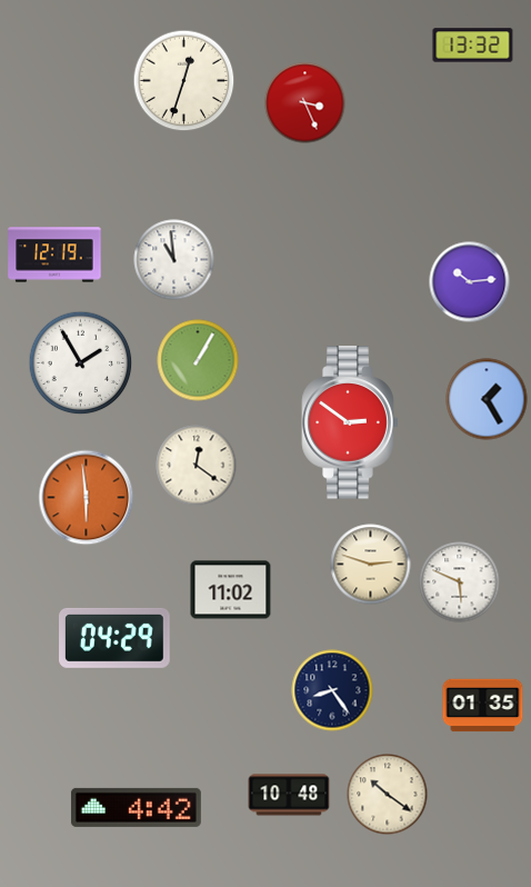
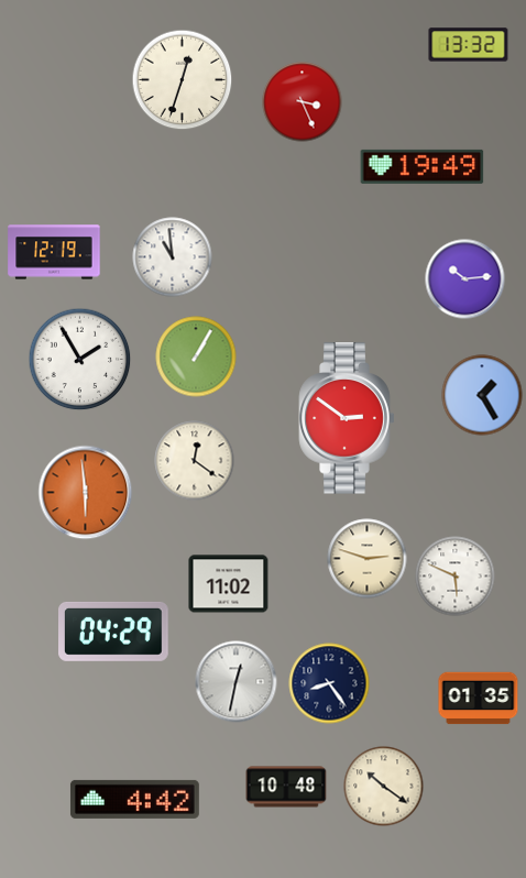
clock at (423, 166): none -> 19:49
clock at (237, 682): none -> 12:32
